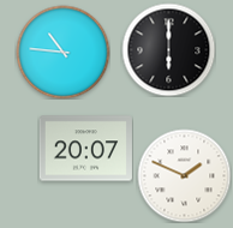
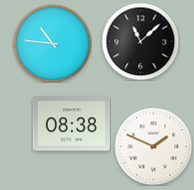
clock at (168, 49): 6:00 -> 11:08
clock at (85, 149): 20:07 -> 08:38
